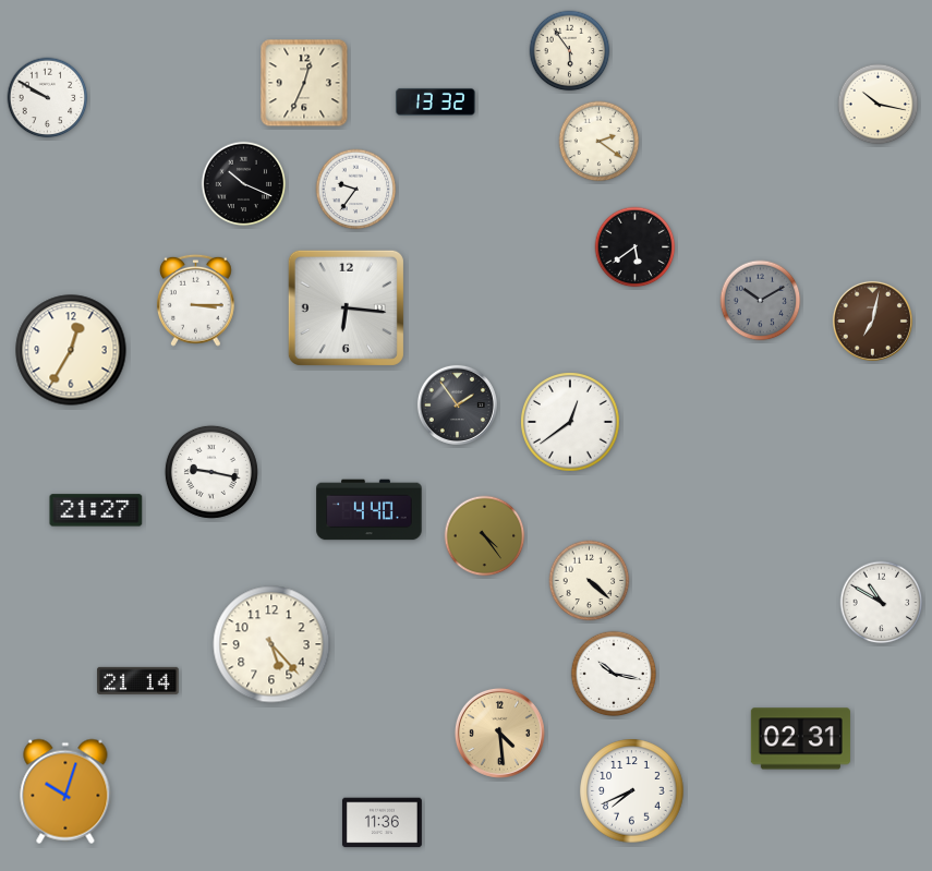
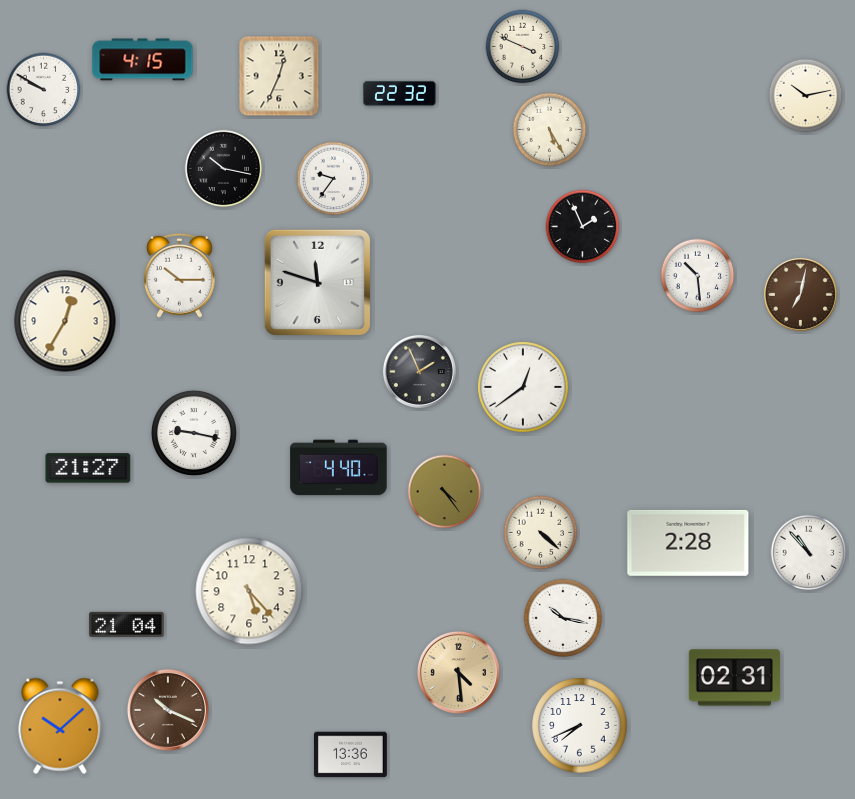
clock at (570, 51): 5:54 -> 3:49
clock at (143, 60): none -> 4:15
clock at (435, 101): 13:32 -> 22:32
clock at (879, 105): 10:17 -> 10:13
clock at (600, 142): 2:21 -> 5:25
clock at (244, 184): 10:19 -> 10:17
clock at (356, 190) position: (356, 190) -> (334, 179)
clock at (636, 247): 5:39 -> 1:56
clock at (196, 300): 3:15 -> 10:15
clock at (761, 301): 10:10 -> 10:29
clock at (761, 301) dial: grey -> white
clock at (346, 307): 6:16 -> 11:48
clock at (457, 404): 1:54 -> 1:56
clock at (688, 543): none -> 2:28
clock at (882, 603): 10:50 -> 10:53
clock at (138, 680): 21:14 -> 21:04
clock at (168, 710): none -> 10:19
clock at (65, 791): 10:03 -> 10:08
clock at (382, 823): 11:36 -> 13:36
